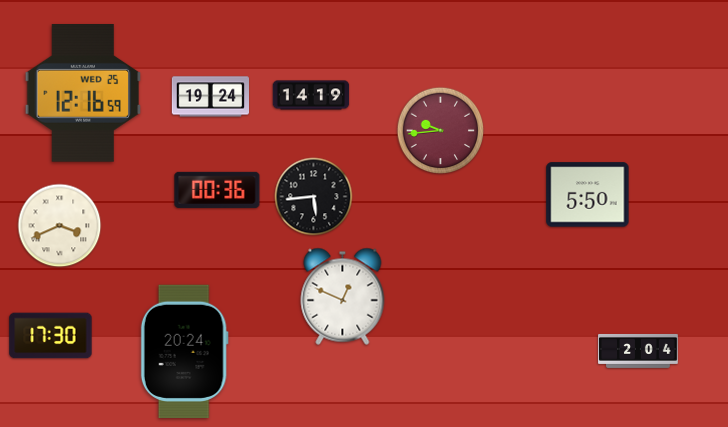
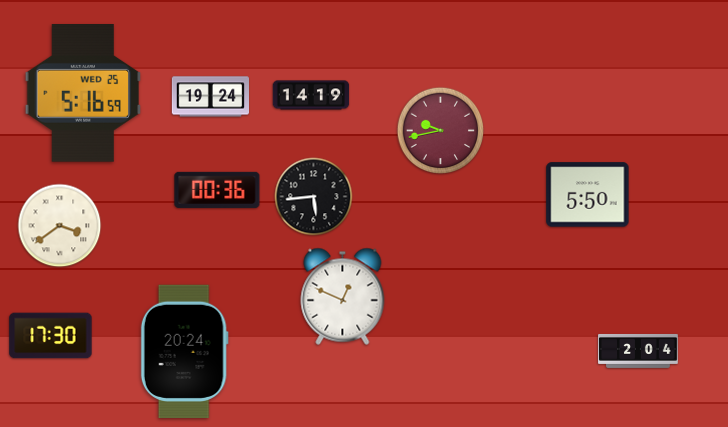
clock at (83, 94): 12:16 -> 5:16
clock at (441, 131): 9:44 -> 9:43
clock at (60, 226): 3:41 -> 3:39
